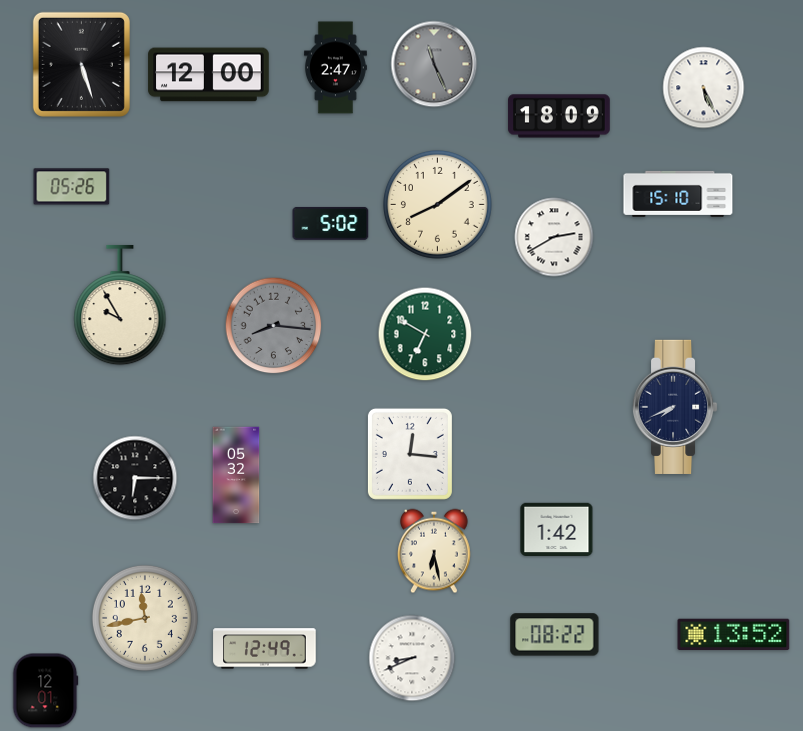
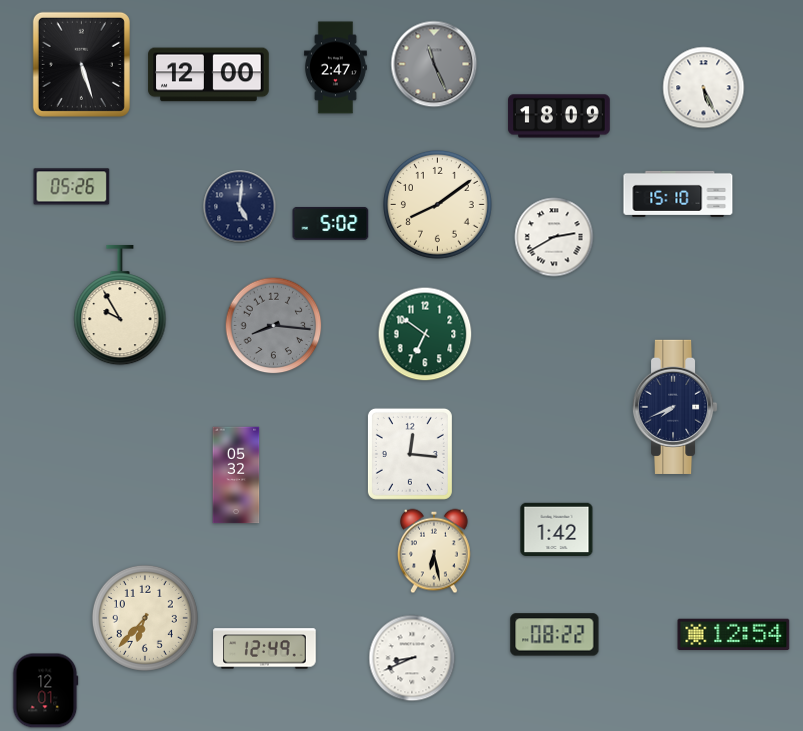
clock at (240, 207): none -> 5:01
clock at (425, 334): 6:50 -> 6:51
clock at (135, 478): 6:15 -> none
clock at (145, 618): 11:43 -> 6:37
clock at (734, 635): 13:52 -> 12:54
